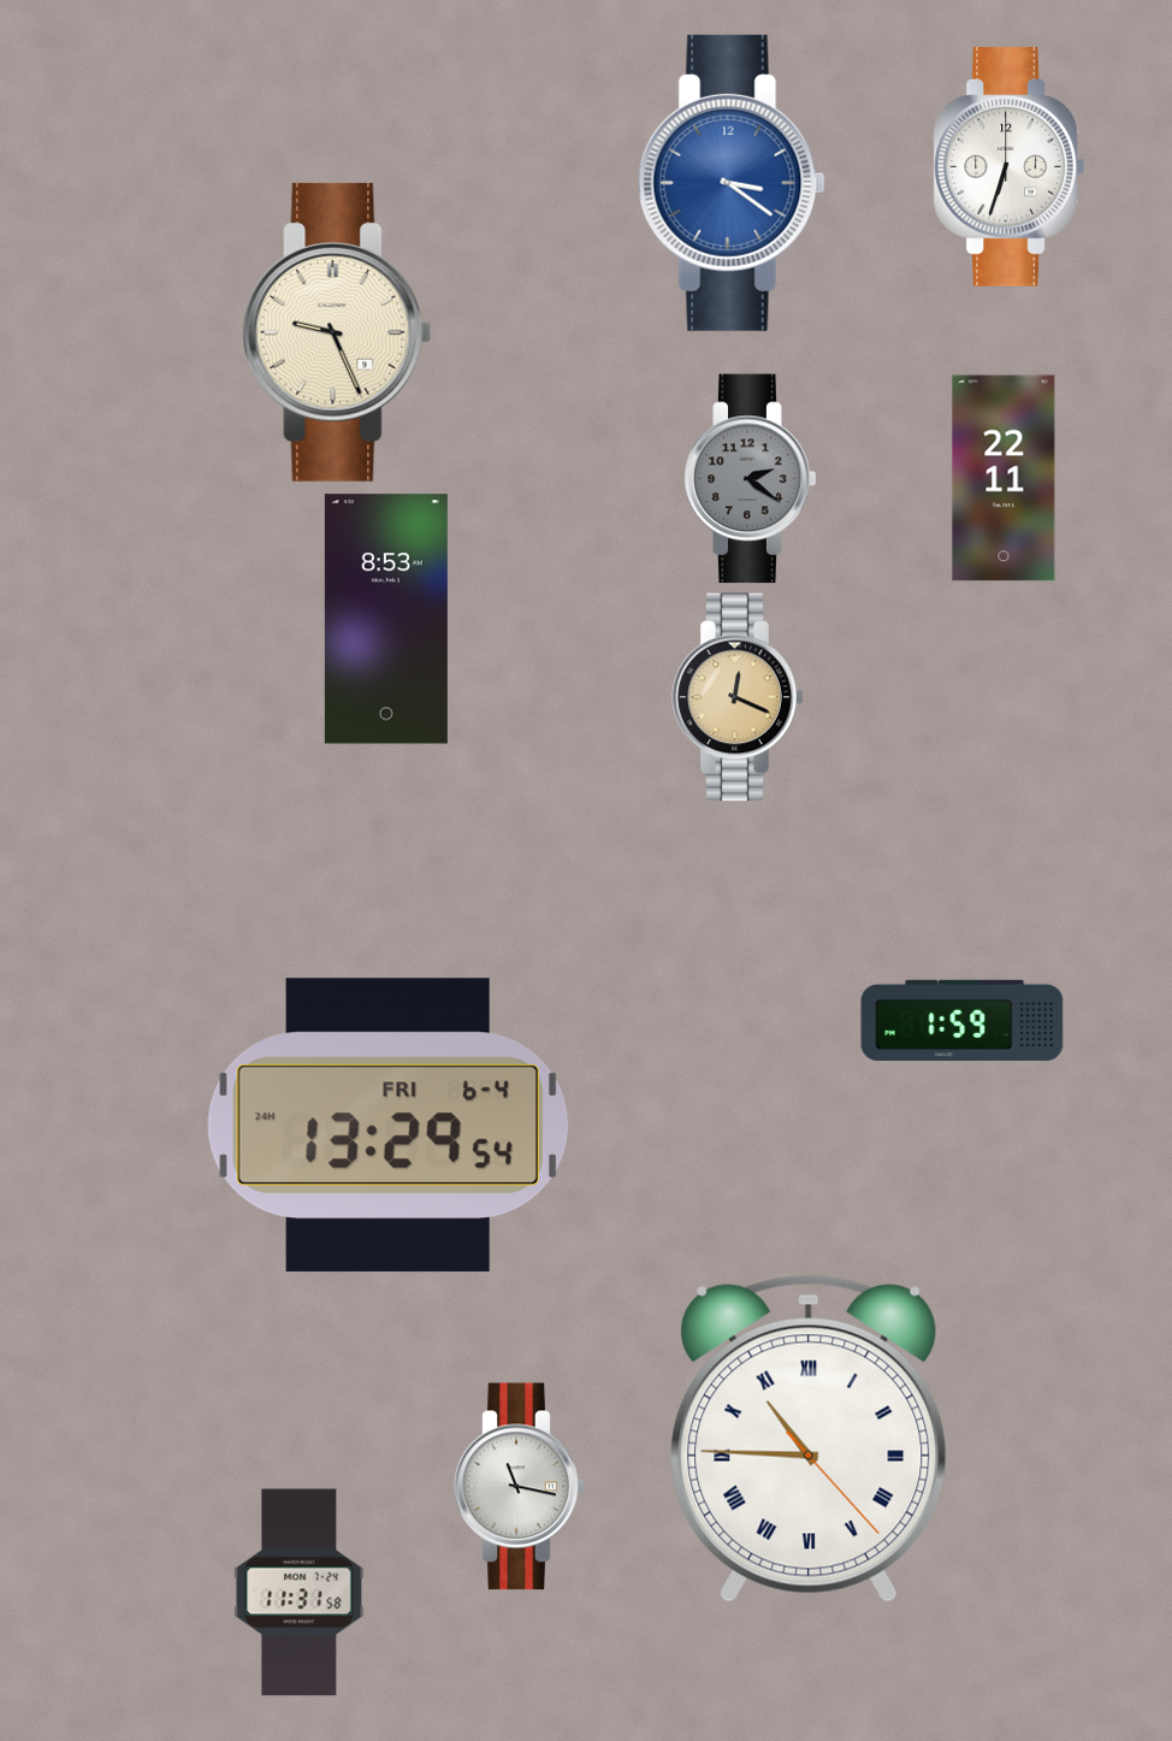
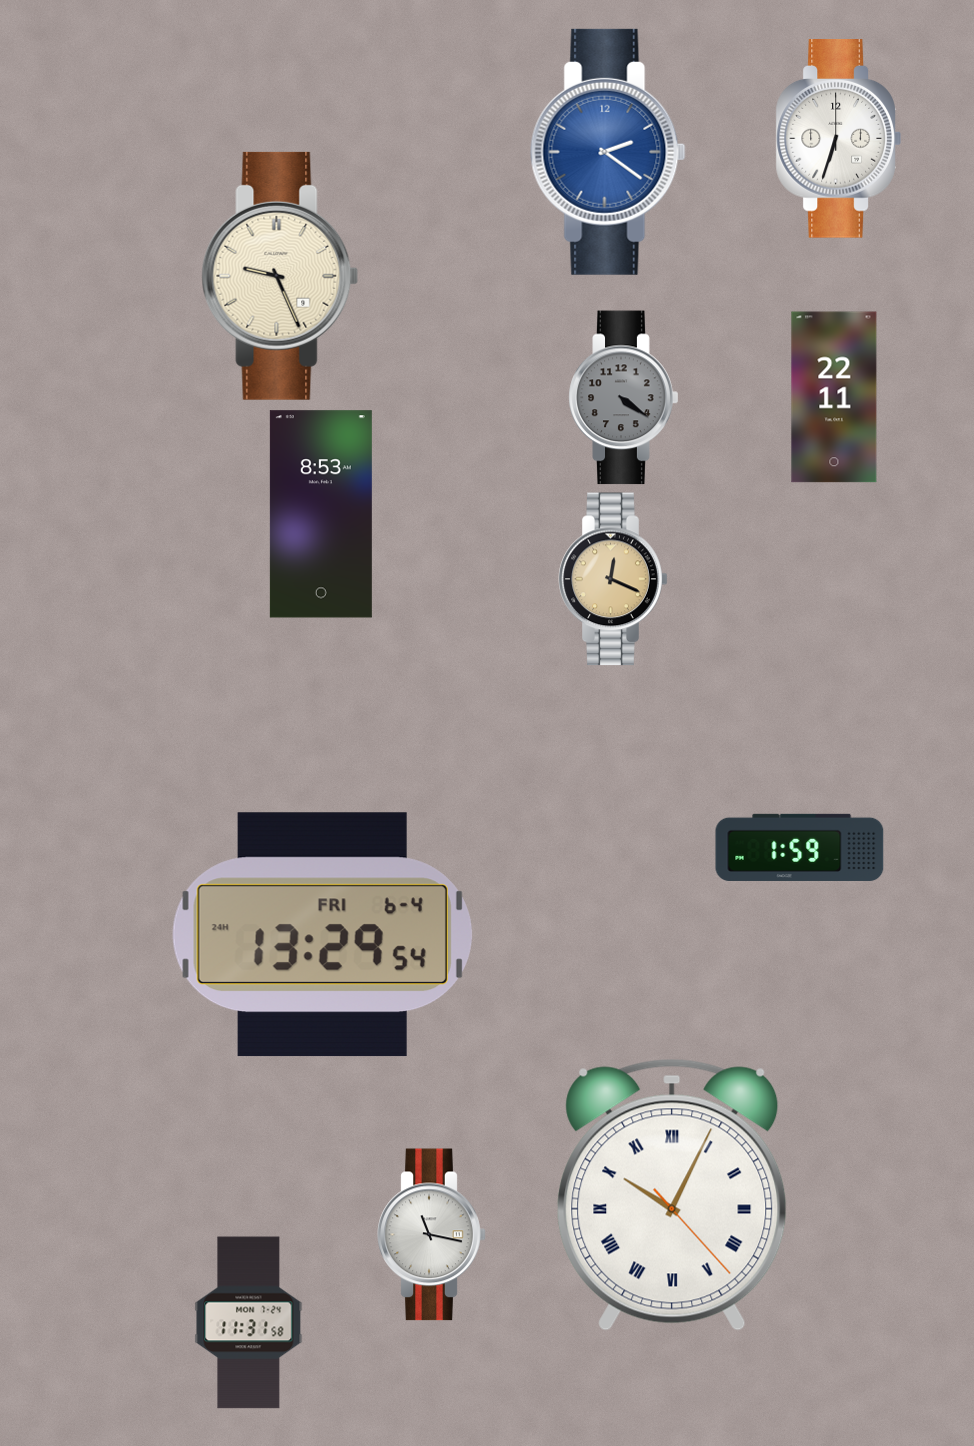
clock at (732, 183): 3:21 -> 2:21
clock at (751, 479): 2:21 -> 4:21
clock at (809, 1439): 10:45 -> 10:04
